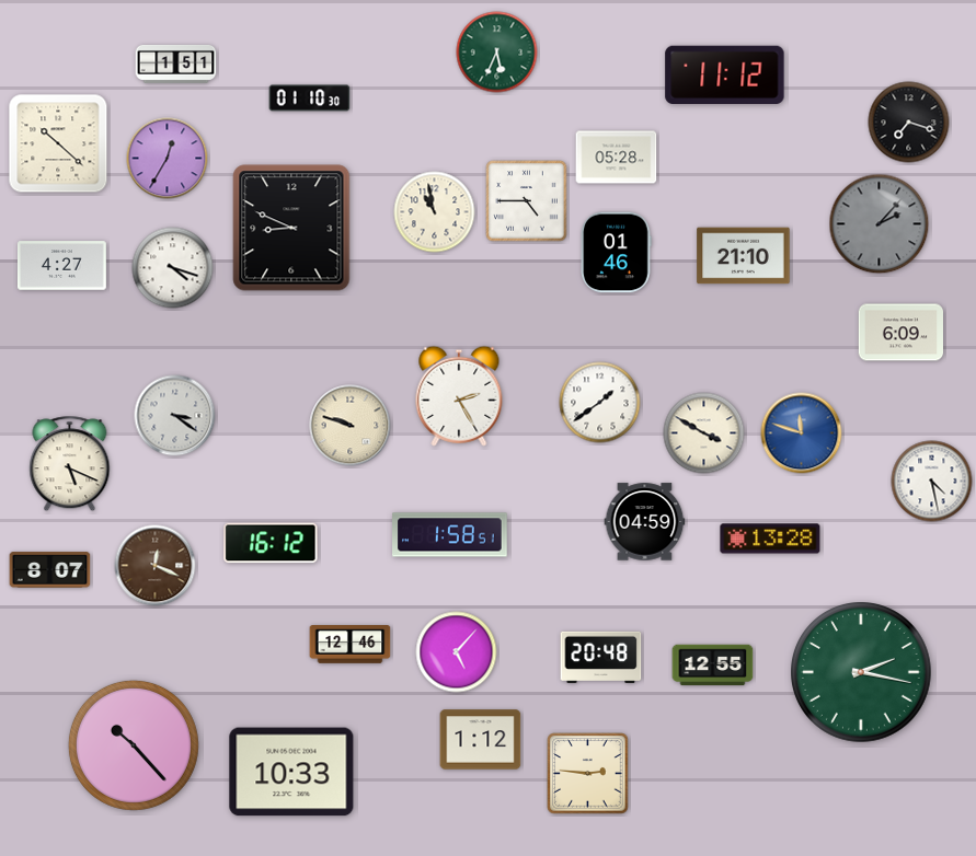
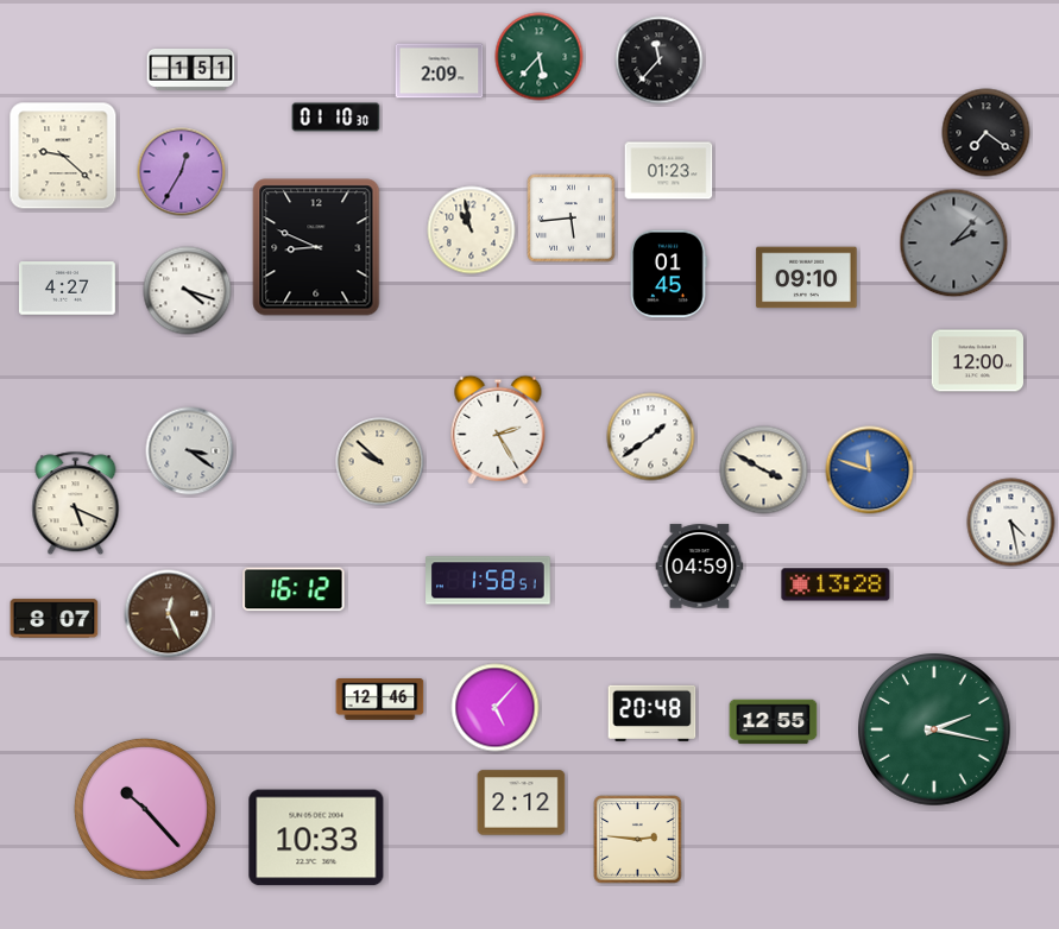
clock at (497, 53): 5:34 -> 5:37
clock at (660, 61): none -> 11:37
clock at (440, 71): none -> 2:09
clock at (725, 76): 11:12 -> none
clock at (310, 99) position: (310, 99) -> (336, 118)
clock at (909, 123): 7:18 -> 7:21
clock at (58, 143): 10:22 -> 9:22
clock at (617, 158): 05:28 -> 01:23
clock at (527, 201): 4:45 -> 5:44
clock at (616, 253): 01:46 -> 01:45
clock at (744, 256): 21:10 -> 09:10
clock at (900, 333): 6:09 -> 12:00
clock at (351, 426): 9:48 -> 9:52
clock at (156, 566): 12:19 -> 12:26
clock at (481, 740): 1:12 -> 2:12
